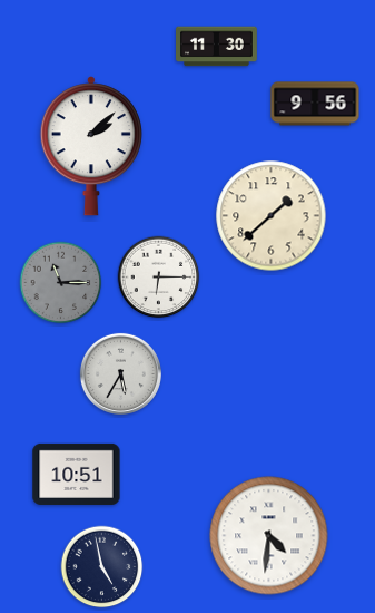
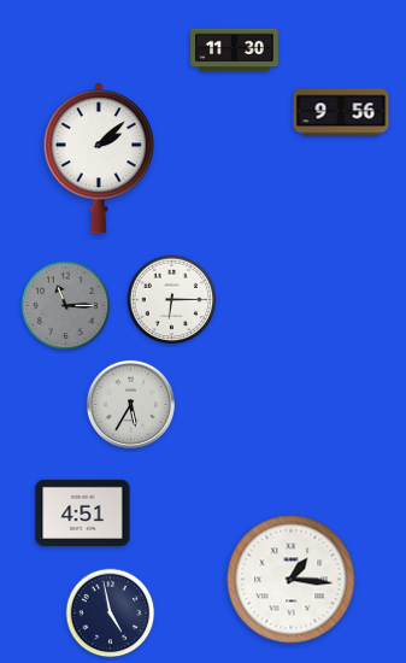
clock at (272, 216): 1:38 -> none
clock at (77, 474): 10:51 -> 4:51
clock at (269, 536): 4:31 -> 1:16
